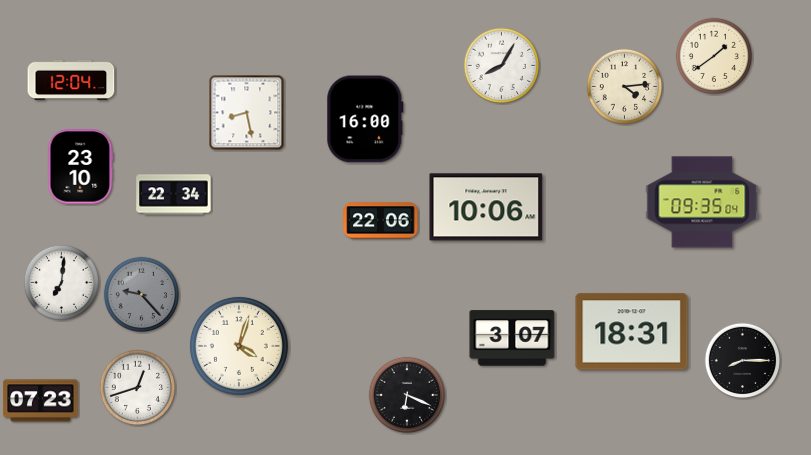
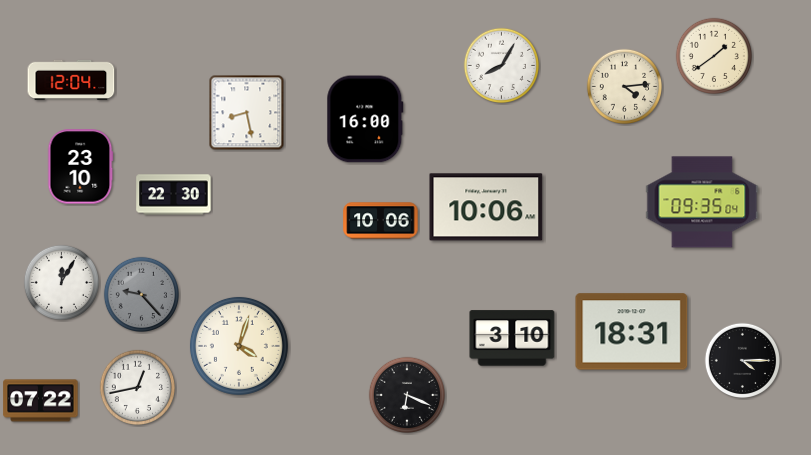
clock at (174, 195): 22:34 -> 22:30
clock at (381, 221): 22:06 -> 10:06
clock at (61, 282): 7:01 -> 12:05
clock at (512, 338): 3:07 -> 3:10
clock at (742, 360): 8:15 -> 4:15
clock at (137, 387): 12:42 -> 12:43
clock at (41, 401): 07:23 -> 07:22
